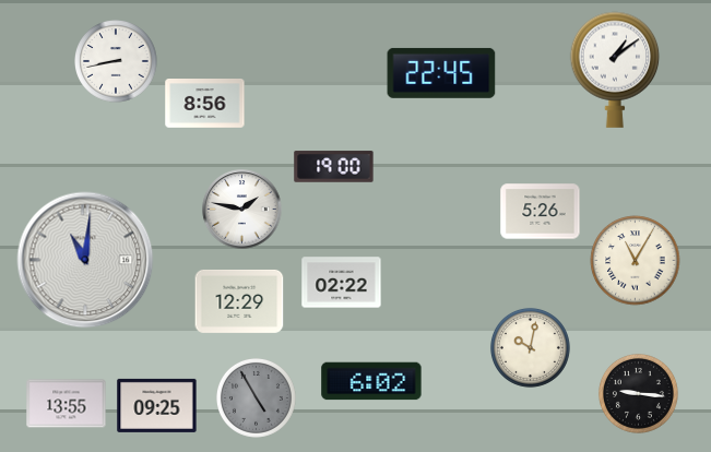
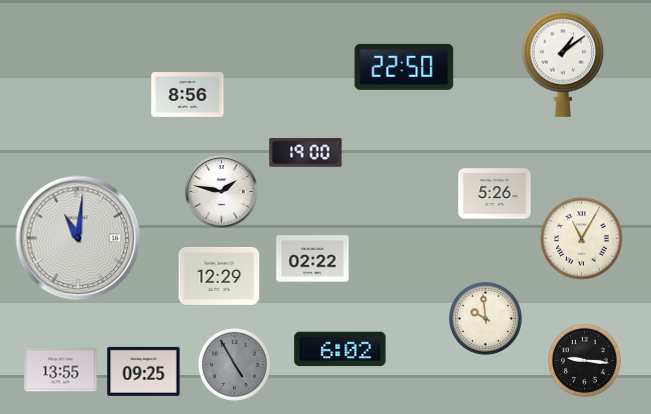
clock at (117, 62): 8:43 -> none
clock at (441, 73): 22:45 -> 22:50
clock at (530, 347): 10:02 -> 9:59
